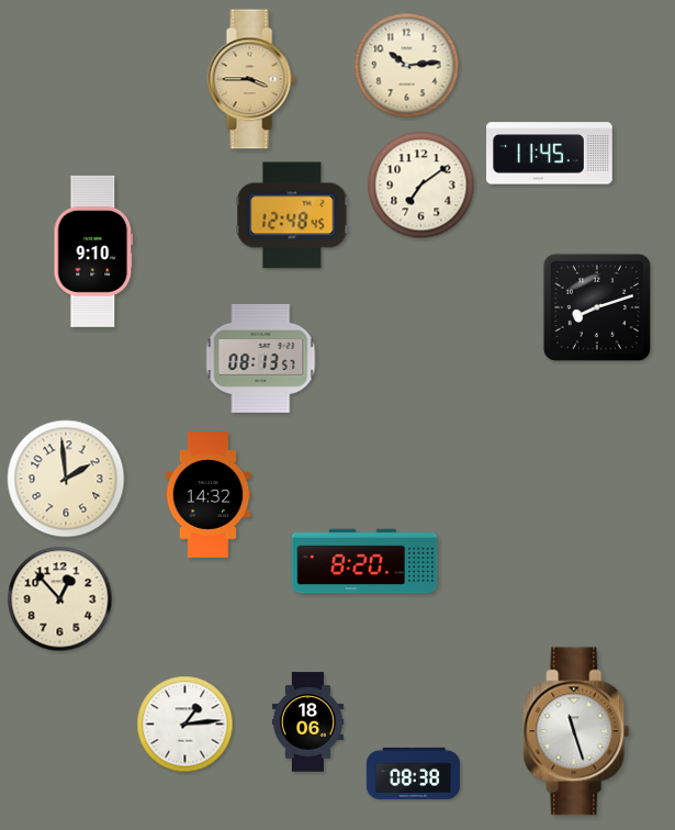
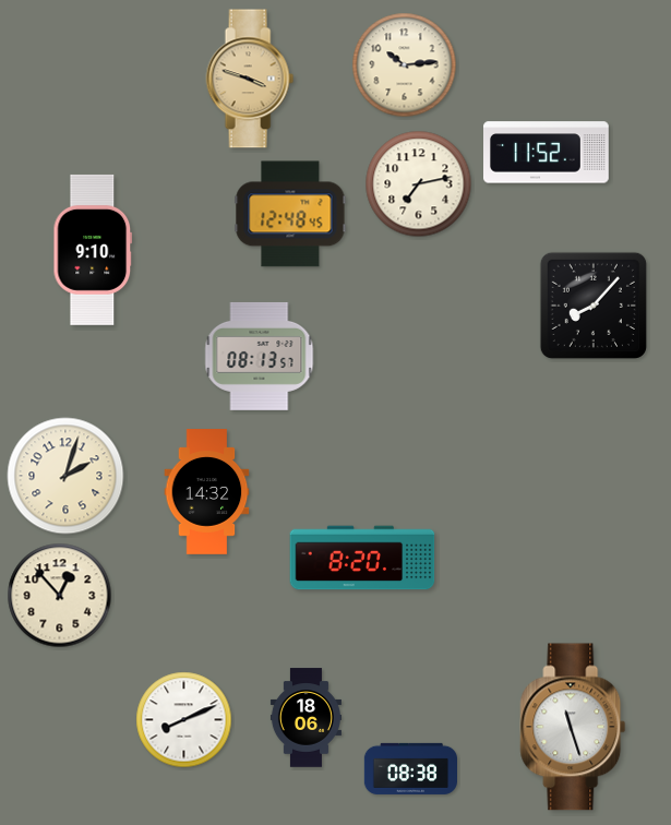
clock at (251, 79): 3:45 -> 3:48
clock at (550, 154): 11:45 -> 11:52
clock at (421, 186): 7:09 -> 7:13
clock at (597, 307): 8:12 -> 8:07
clock at (66, 479): 1:59 -> 2:03
clock at (185, 725): 1:14 -> 8:11
